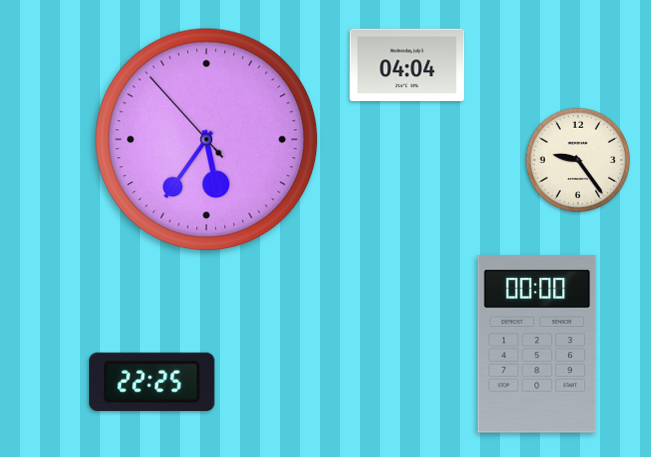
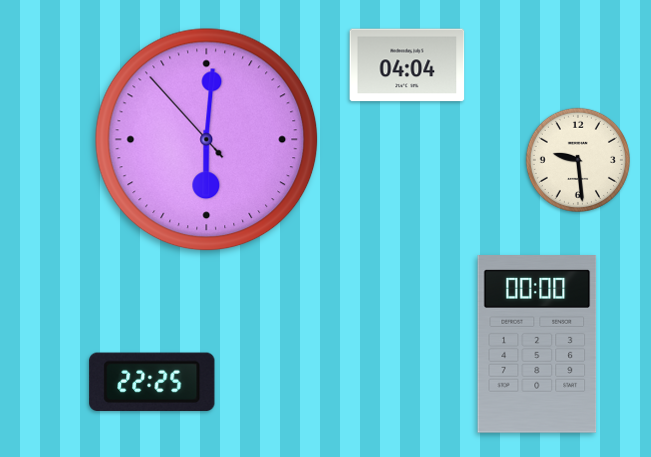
clock at (207, 140): 5:35 -> 6:00
clock at (578, 160): 9:24 -> 9:29
